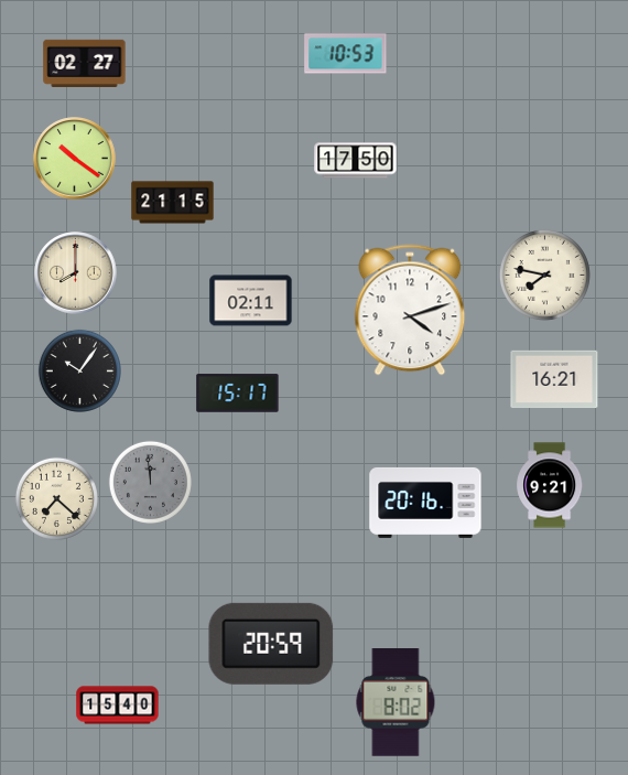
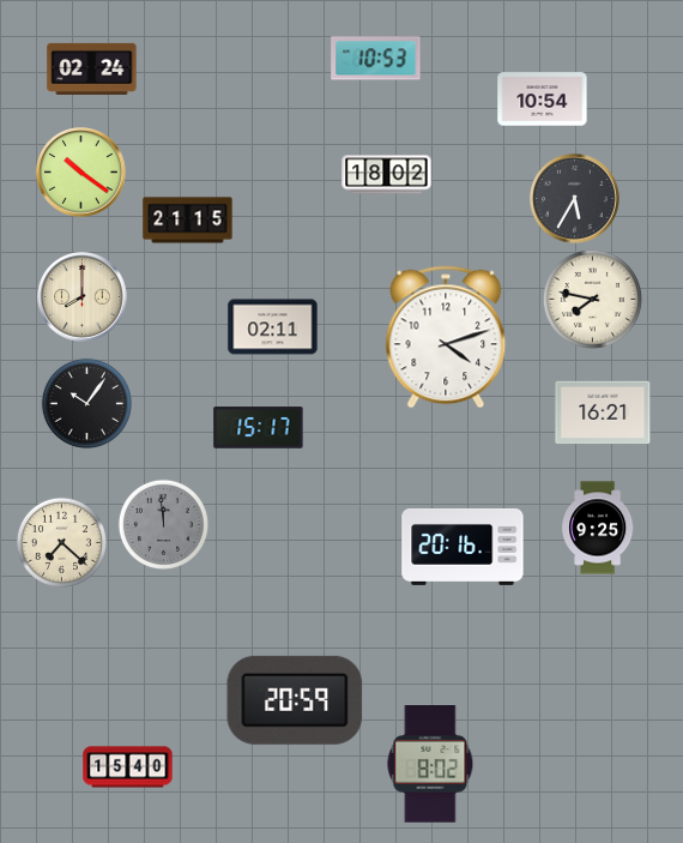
clock at (85, 63): 02:27 -> 02:24
clock at (543, 100): none -> 10:54
clock at (356, 161): 17:50 -> 18:02
clock at (575, 199): none -> 5:35
clock at (550, 485): 9:21 -> 9:25
